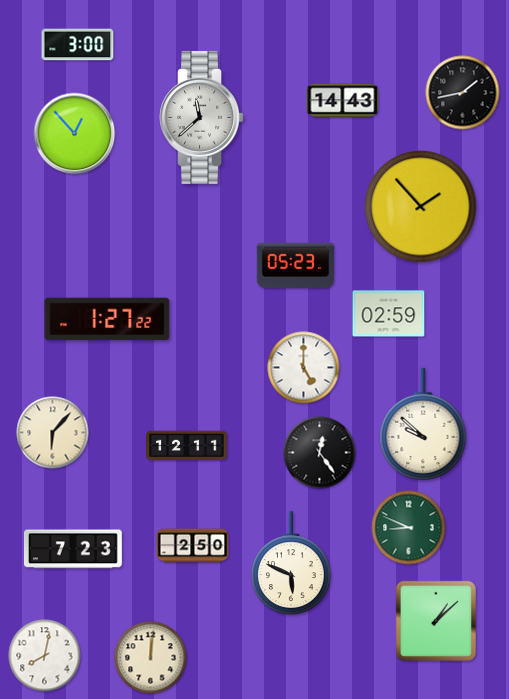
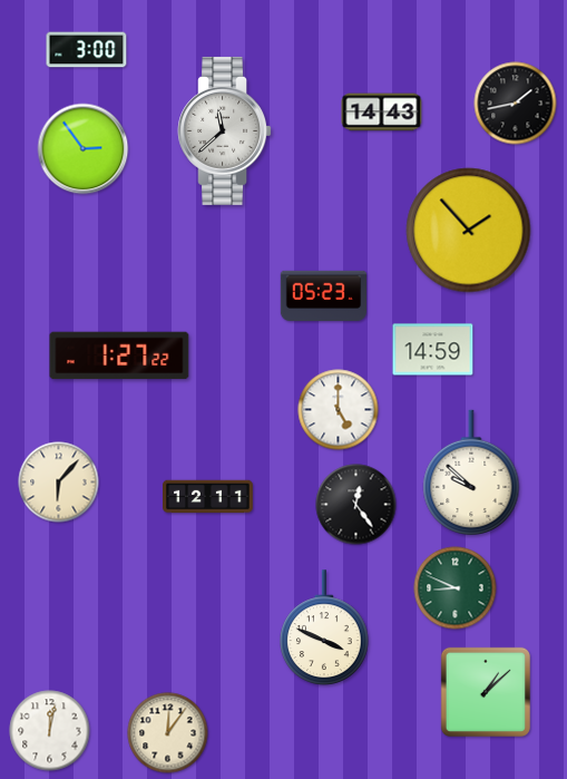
clock at (75, 134): 12:53 -> 2:54
clock at (296, 265) position: (296, 265) -> (324, 295)
clock at (389, 314): 02:59 -> 14:59
clock at (193, 546): 2:50 -> none
clock at (73, 549): 7:23 -> none
clock at (292, 563): 5:49 -> 3:49
clock at (45, 656): 8:02 -> 12:02
clock at (151, 658): 12:01 -> 12:06
